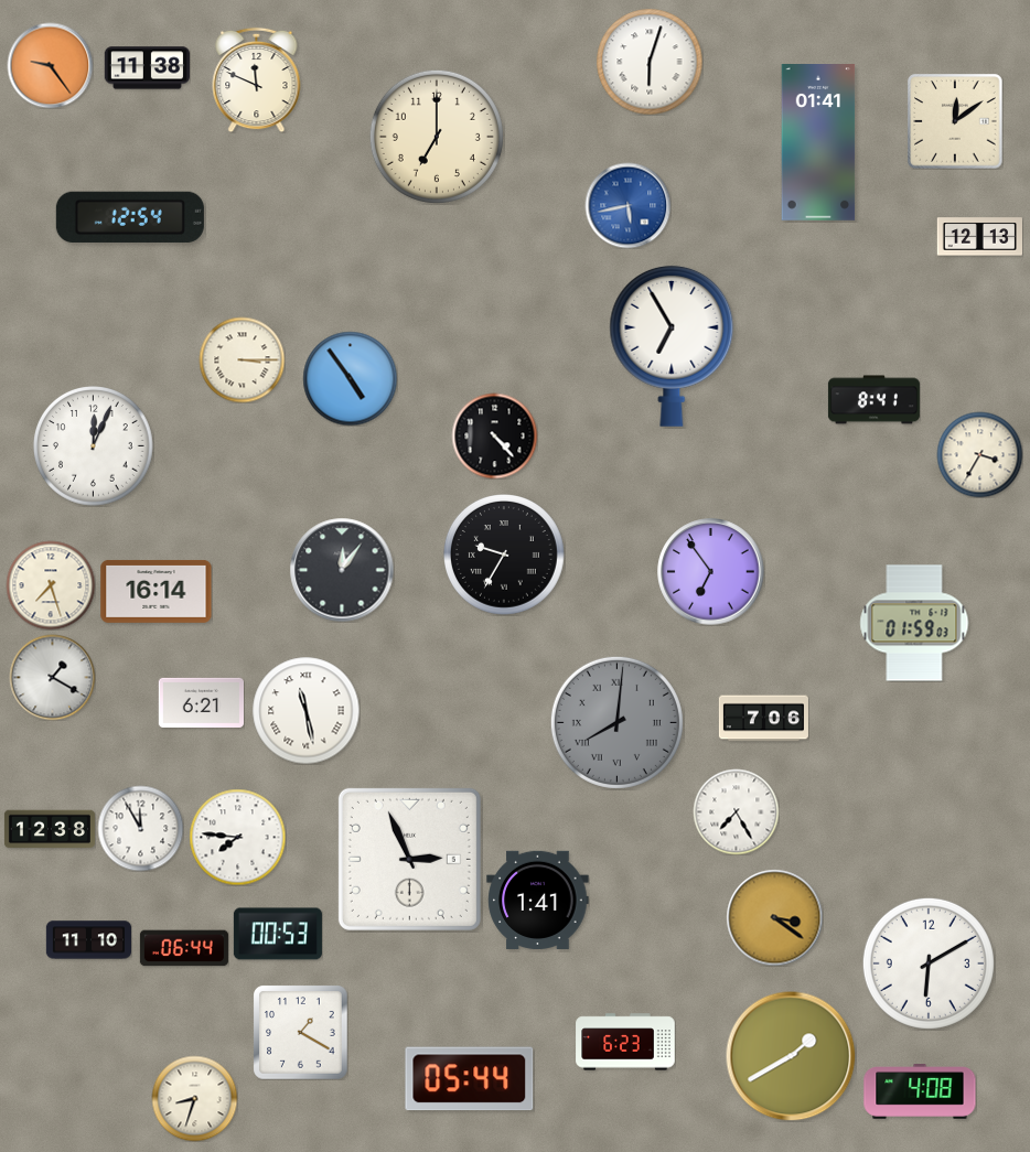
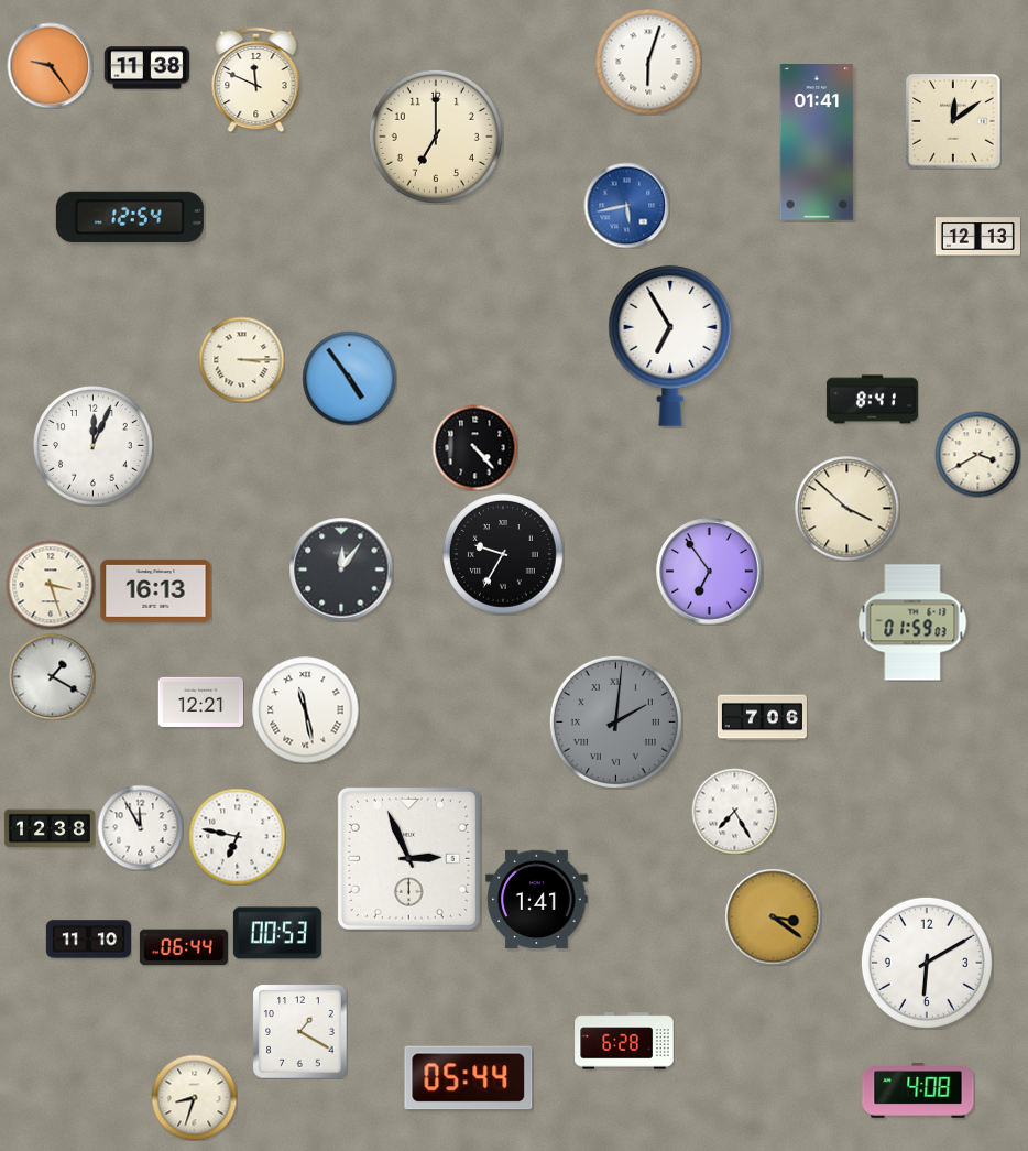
clock at (494, 435) position: (494, 435) -> (474, 447)
clock at (979, 454): 3:35 -> 3:40
clock at (846, 508): none -> 3:52
clock at (51, 585): 7:27 -> 3:27
clock at (157, 591): 16:14 -> 16:13
clock at (201, 702): 6:21 -> 12:21
clock at (616, 722): 8:01 -> 2:01
clock at (237, 837): 7:46 -> 6:47
clock at (625, 1042): 6:23 -> 6:28
clock at (791, 1056): 1:40 -> none
